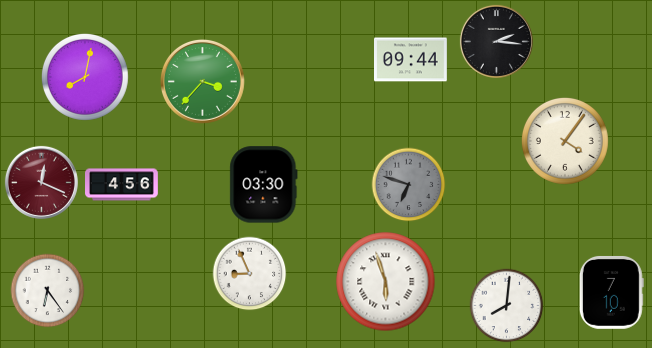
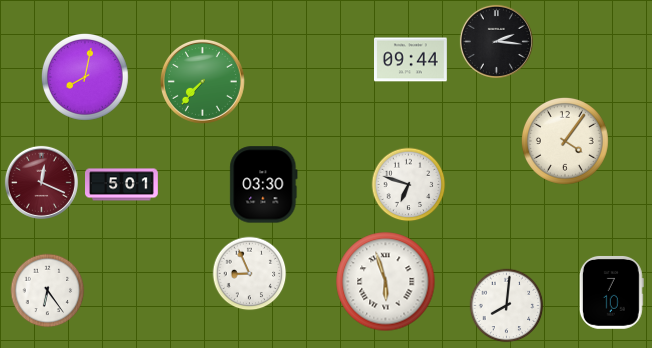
clock at (202, 81): 3:37 -> 7:37
clock at (122, 185): 4:56 -> 5:01
clock at (409, 185) dial: grey -> white
